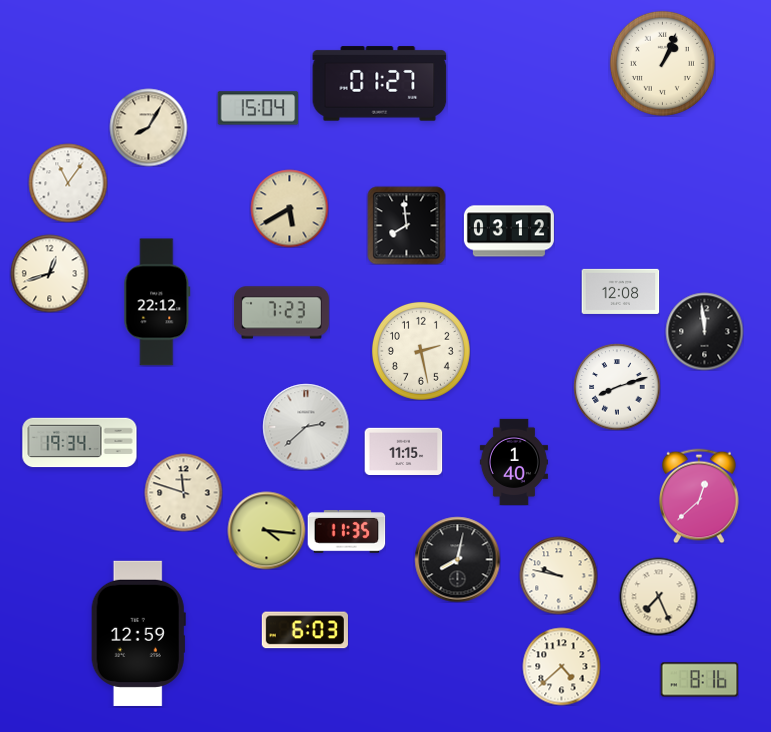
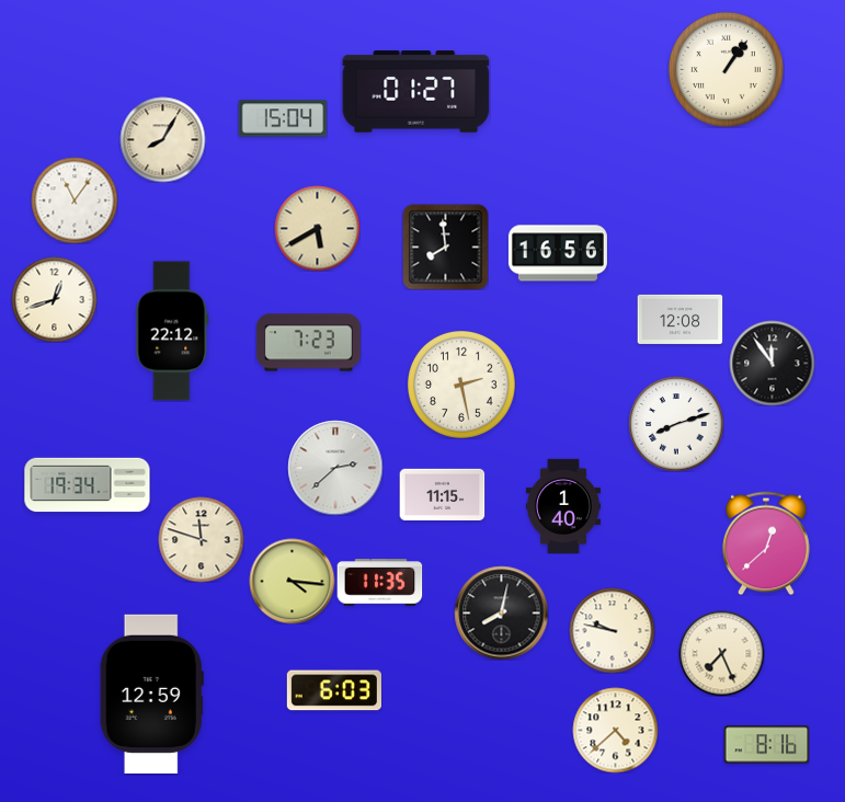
clock at (662, 63): 1:04 -> 1:06
clock at (509, 231): 03:12 -> 16:56
clock at (704, 331): 11:59 -> 11:54
